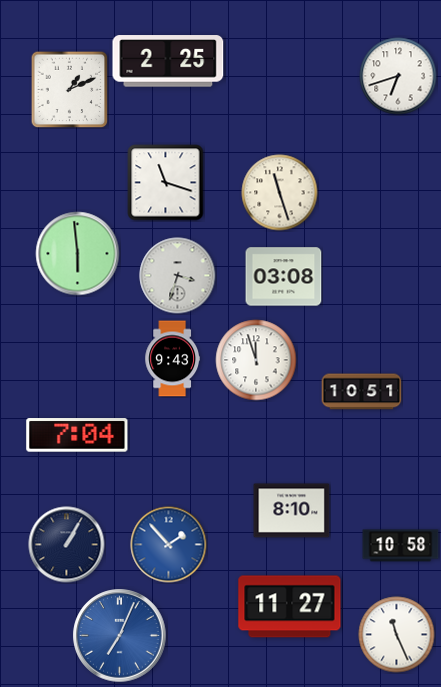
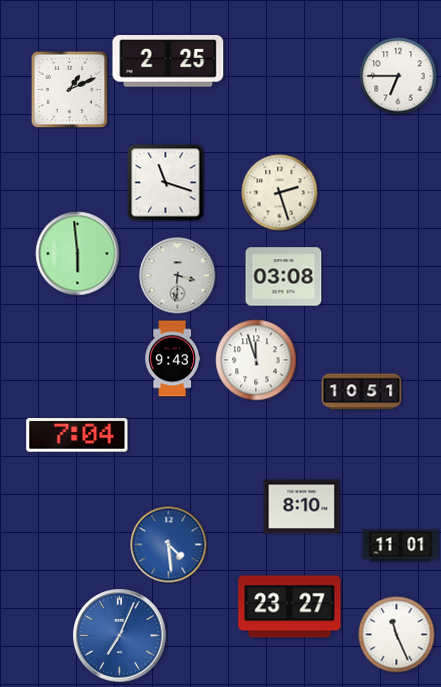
clock at (398, 76): 6:42 -> 6:45
clock at (280, 193): 11:27 -> 2:27
clock at (178, 276): 3:33 -> 3:31
clock at (292, 511) position: (292, 511) -> (302, 507)
clock at (67, 545): 1:05 -> none
clock at (169, 545): 1:53 -> 4:29
clock at (401, 546): 10:58 -> 11:01
clock at (290, 607): 11:27 -> 23:27
